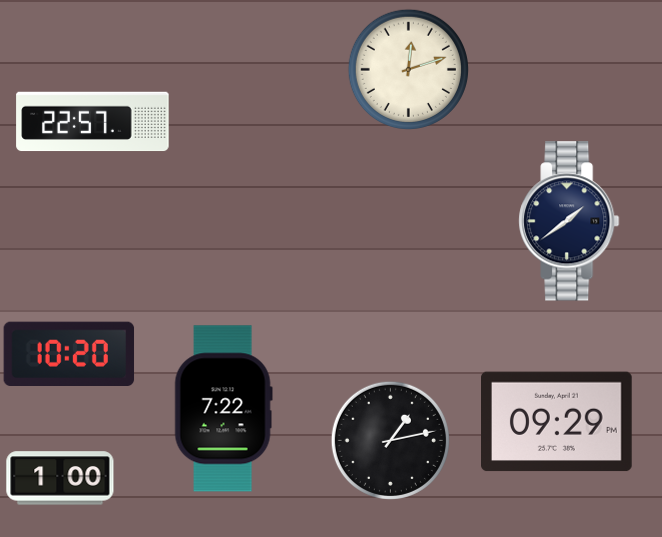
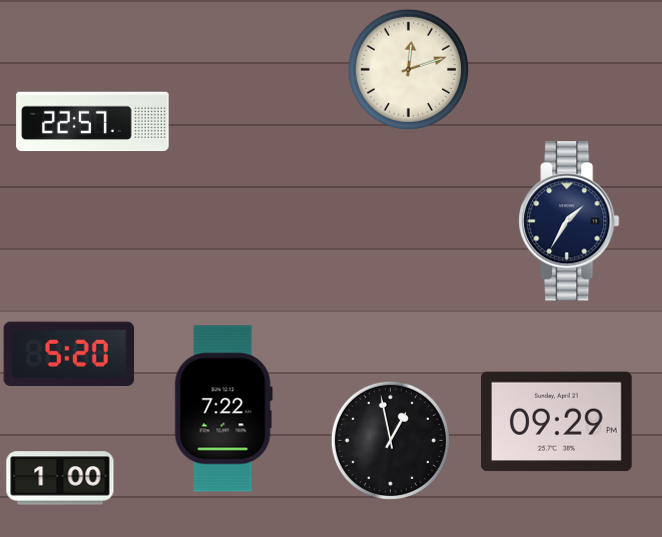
clock at (569, 221): 1:39 -> 1:35
clock at (69, 353): 10:20 -> 5:20
clock at (390, 440): 1:13 -> 12:58
